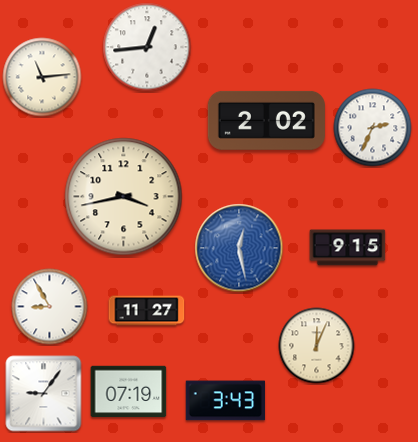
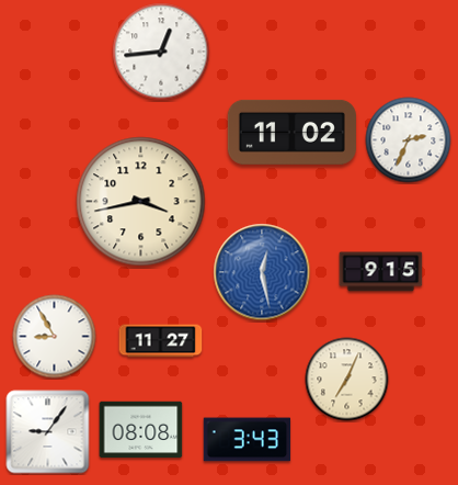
clock at (42, 77): 11:14 -> none
clock at (266, 120): 2:02 -> 11:02
clock at (124, 197) position: (124, 197) -> (141, 202)
clock at (317, 346): 12:04 -> 7:04
clock at (129, 392): 07:19 -> 08:08
